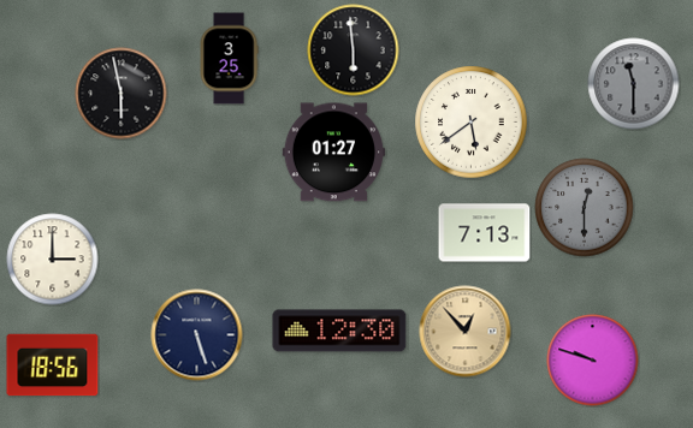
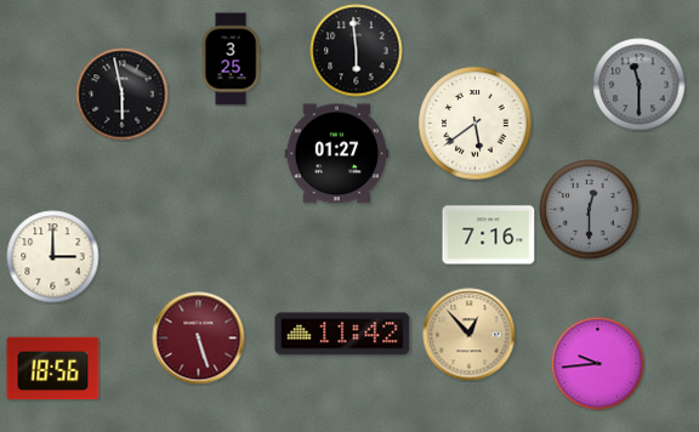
clock at (485, 233): 7:13 -> 7:16
clock at (53, 260) position: (53, 260) -> (53, 257)
clock at (339, 331): 12:30 -> 11:42
clock at (197, 335) dial: navy -> burgundy
clock at (593, 361): 9:48 -> 9:44
